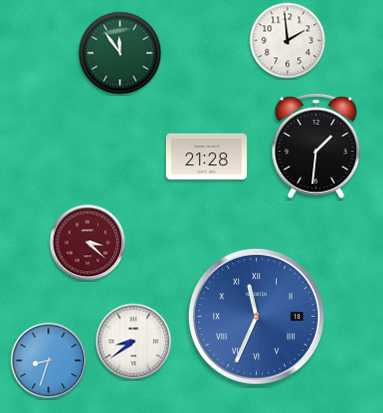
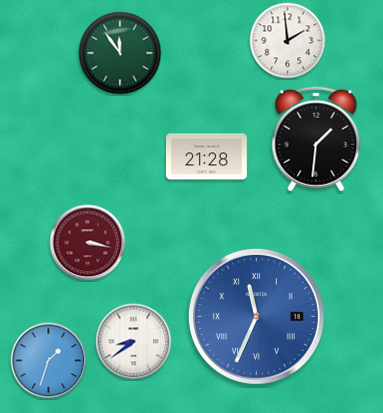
clock at (316, 146) position: (316, 146) -> (316, 139)
clock at (88, 243): 3:22 -> 3:17
clock at (49, 361): 8:33 -> 1:33
